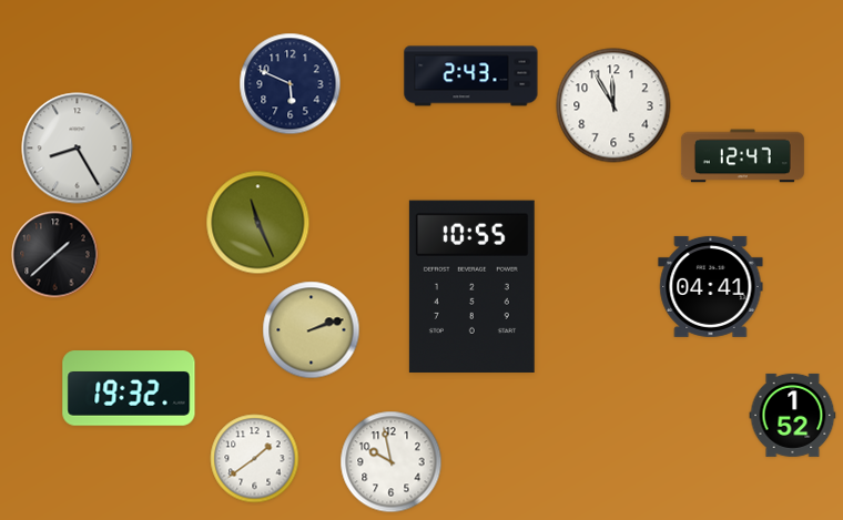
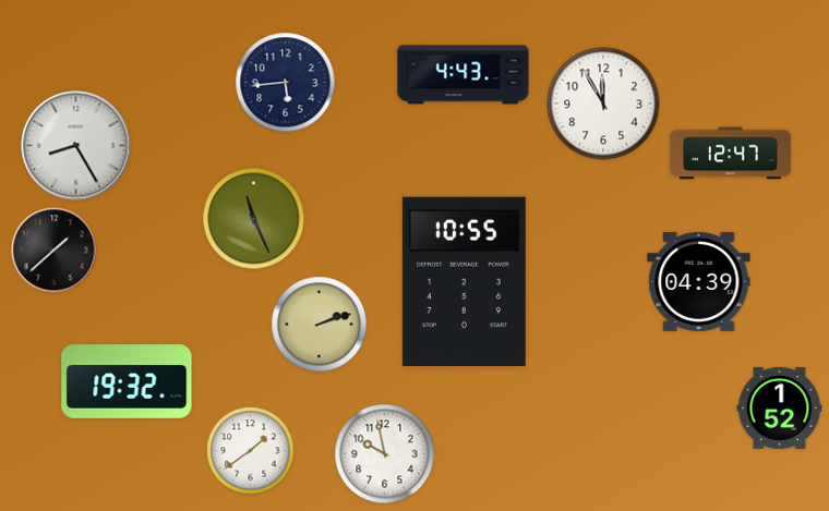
clock at (471, 77): 2:43 -> 4:43
clock at (291, 84): 5:49 -> 5:44
clock at (711, 286): 04:41 -> 04:39
clock at (312, 330) position: (312, 330) -> (320, 325)
